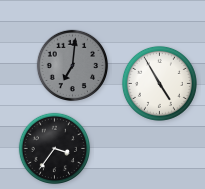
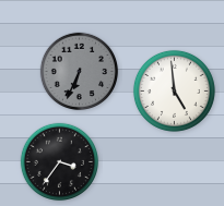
clock at (73, 66): 7:01 -> 6:34
clock at (159, 83): 4:55 -> 4:59
